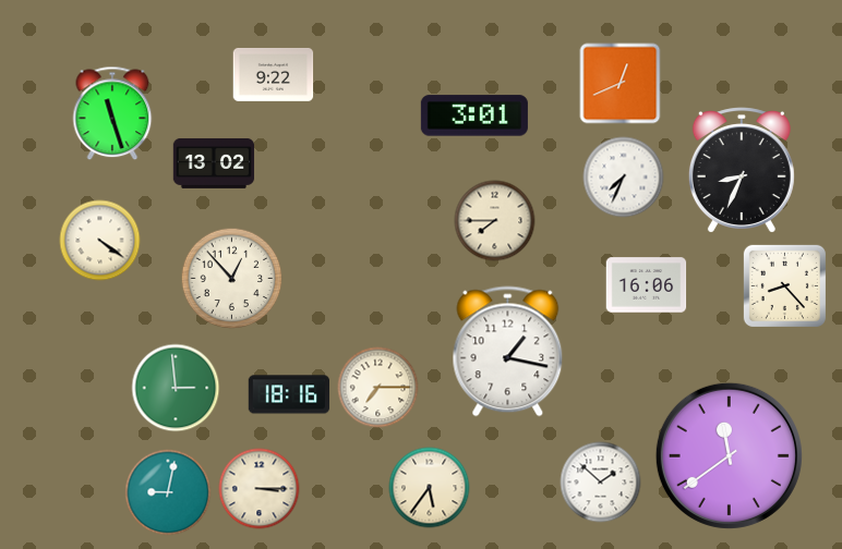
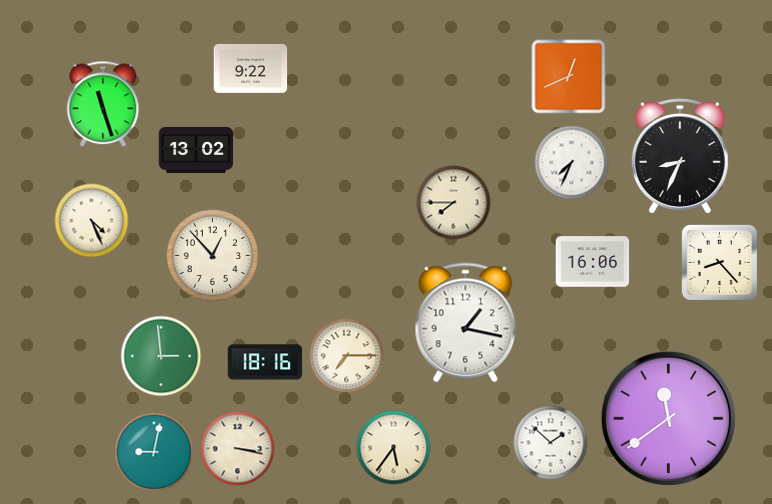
clock at (474, 115): 3:01 -> none
clock at (100, 241): 4:21 -> 4:26
clock at (260, 489): 3:15 -> 3:17
